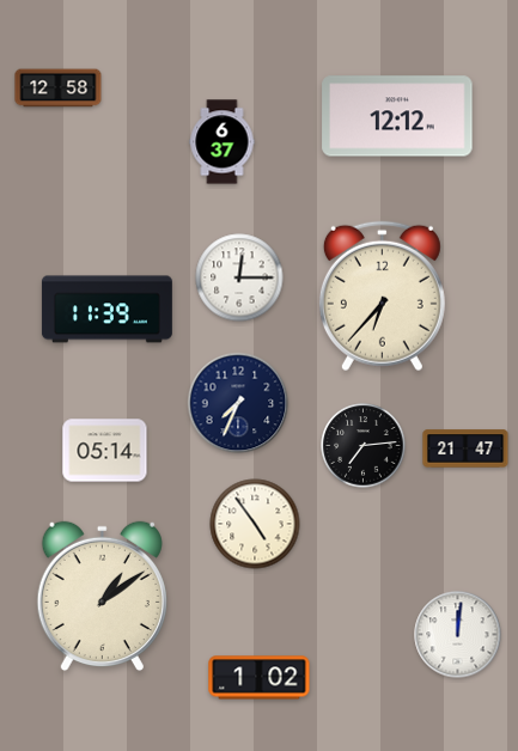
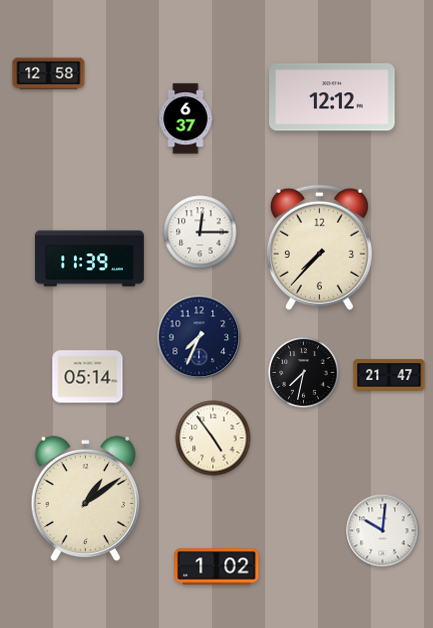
clock at (382, 297): 6:37 -> 7:37
clock at (364, 446): 7:14 -> 7:32
clock at (458, 635): 12:01 -> 10:01
